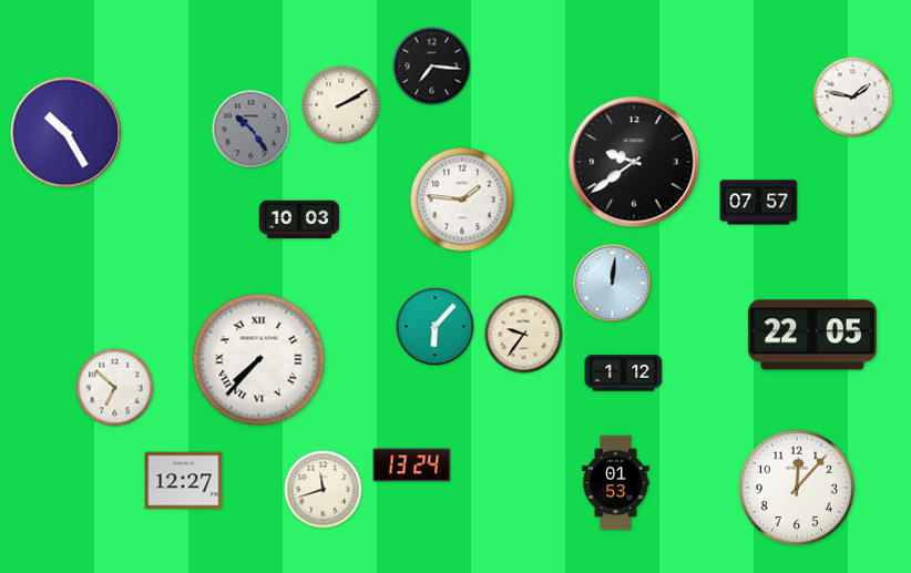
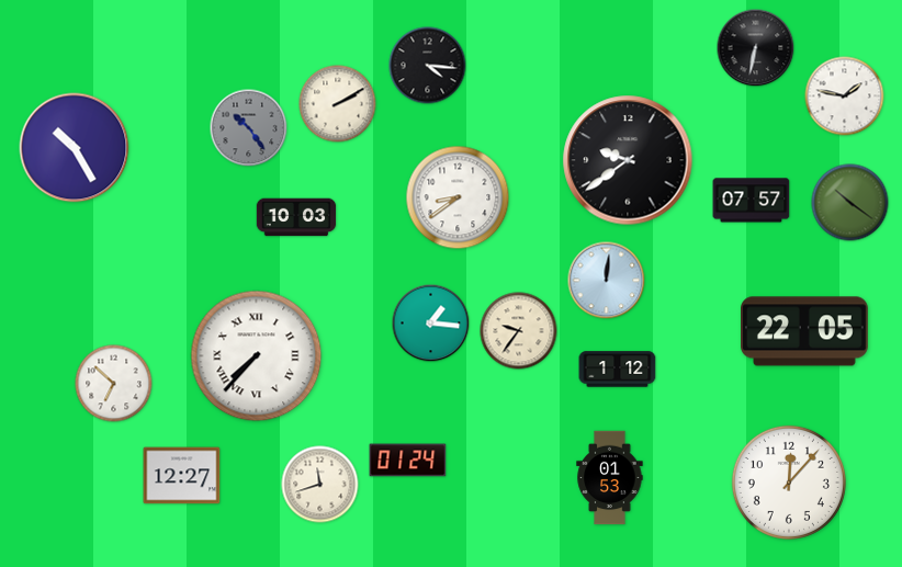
clock at (756, 48): none -> 6:32
clock at (432, 66): 7:16 -> 4:16
clock at (66, 133) position: (66, 133) -> (75, 148)
clock at (462, 199): 1:46 -> 8:39
clock at (850, 203): none -> 10:21
clock at (436, 327): 6:07 -> 1:16
clock at (412, 465): 13:24 -> 01:24
